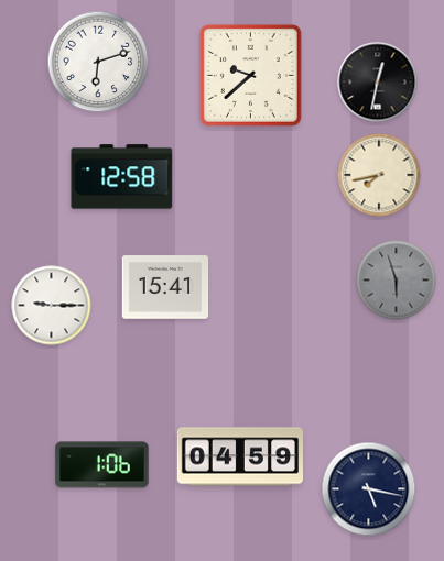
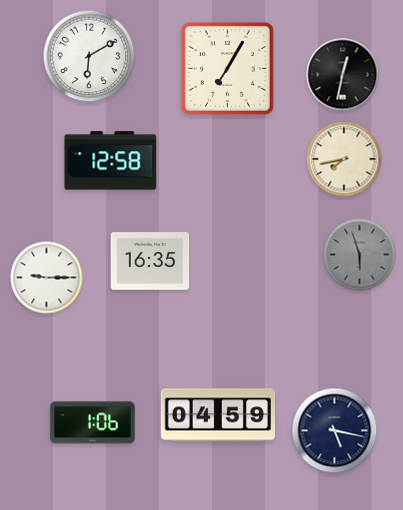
clock at (98, 62): 6:12 -> 6:10
clock at (250, 75): 9:38 -> 7:05
clock at (165, 287): 15:41 -> 16:35
clock at (369, 490) position: (369, 490) -> (335, 431)
